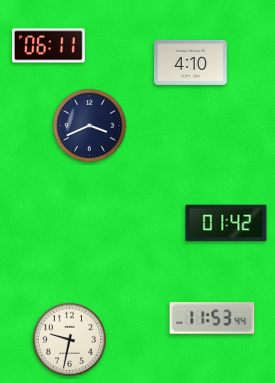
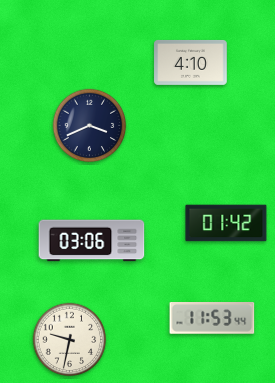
clock at (49, 46): 06:11 -> none
clock at (92, 241): none -> 03:06
